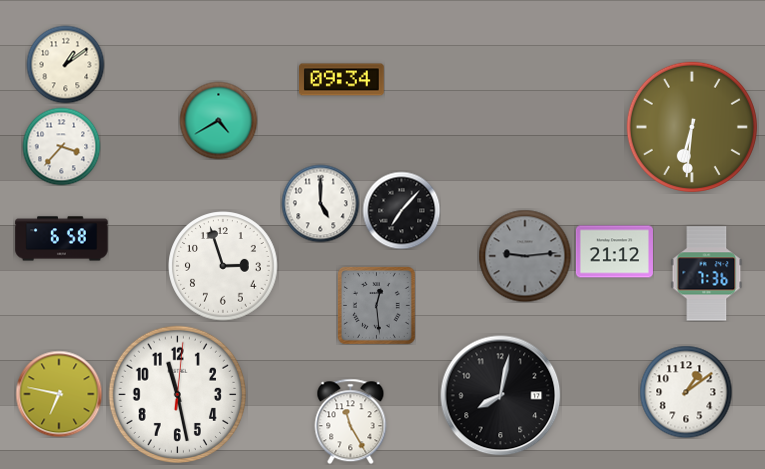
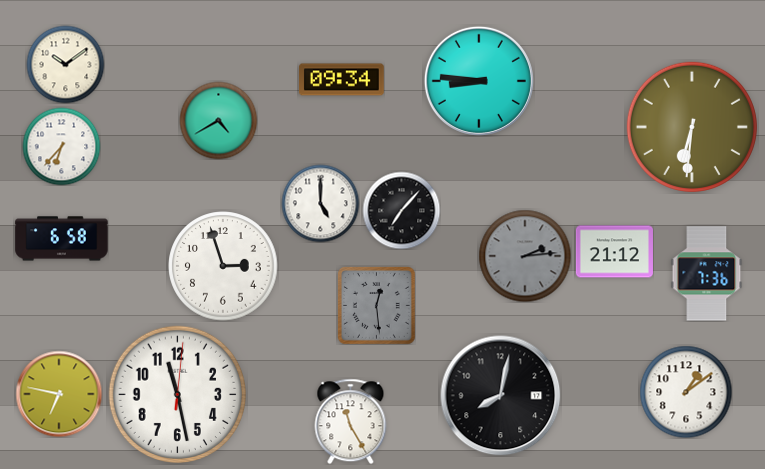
clock at (65, 64): 1:09 -> 10:09
clock at (479, 81): none -> 8:46
clock at (61, 146): 3:37 -> 6:37
clock at (525, 256): 9:14 -> 2:14
